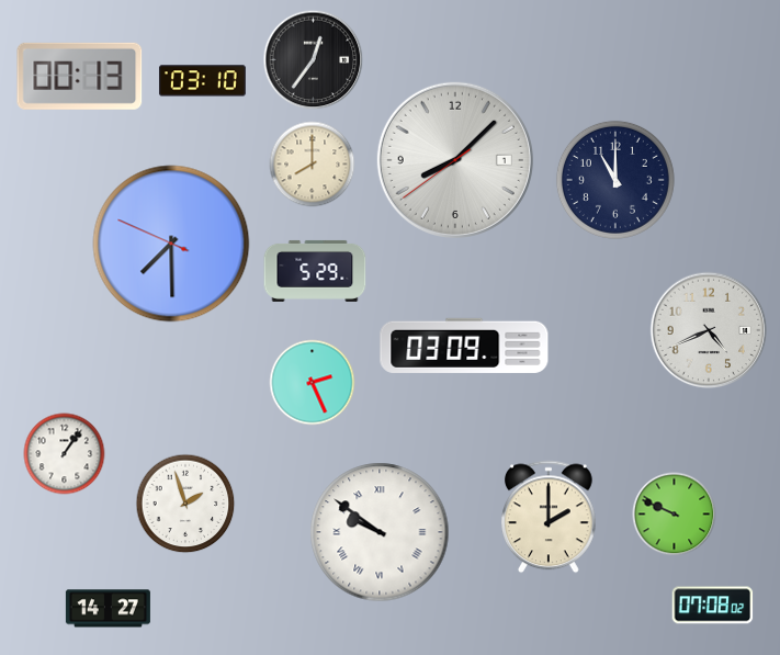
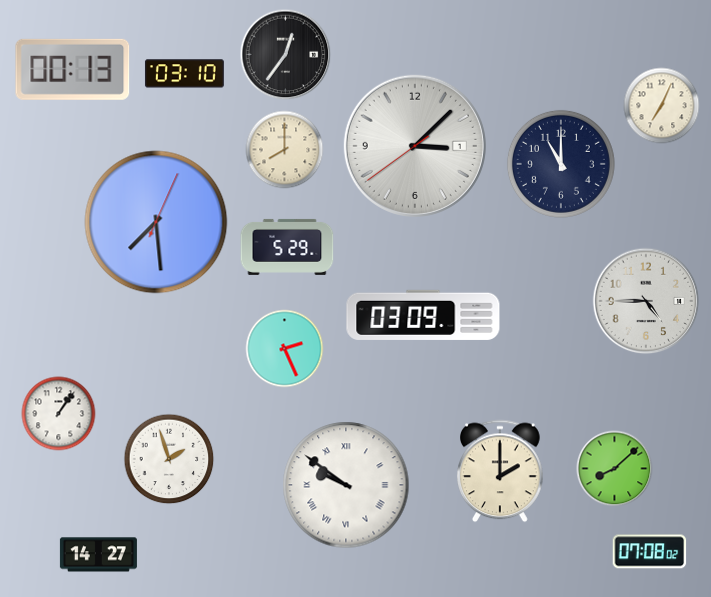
clock at (662, 106): none -> 7:04
clock at (455, 160): 8:07 -> 3:07
clock at (171, 244): 7:29:49 -> 7:29:04
clock at (709, 330): 4:41 -> 4:45
clock at (675, 515): 9:49 -> 8:08
